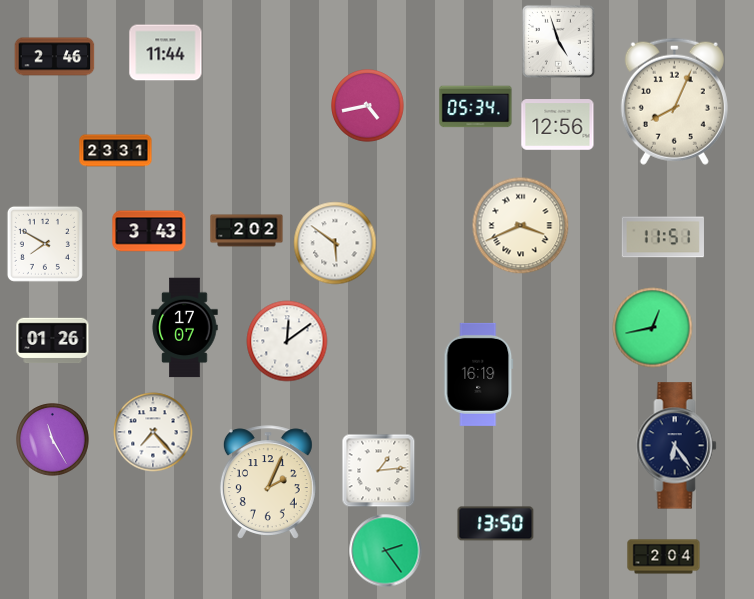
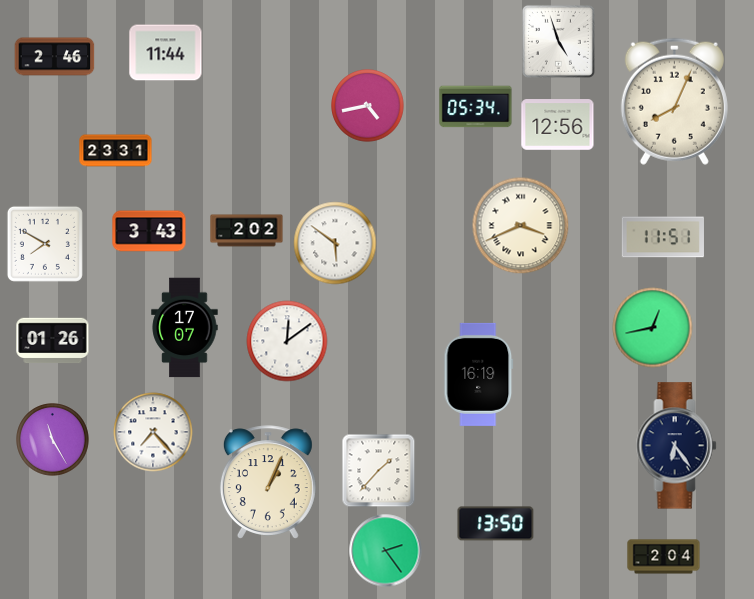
clock at (379, 471): 1:14 -> 1:37
clock at (268, 482): 2:04 -> 1:04
